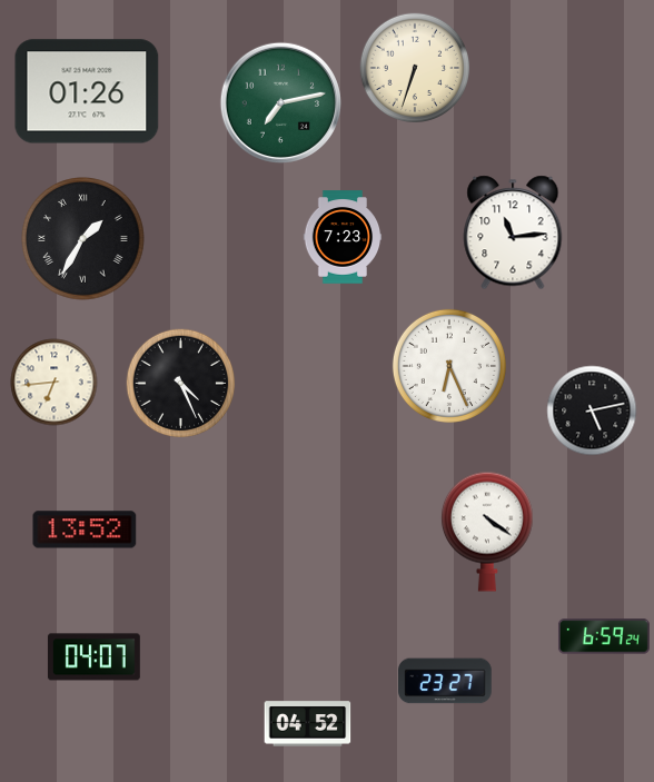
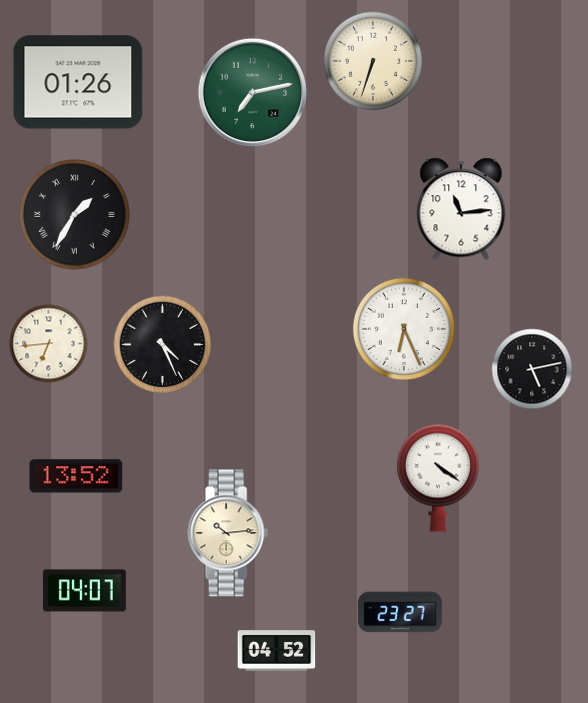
clock at (343, 237): 7:23 -> none
clock at (228, 533): none -> 10:14
clock at (604, 636): 6:59 -> none
